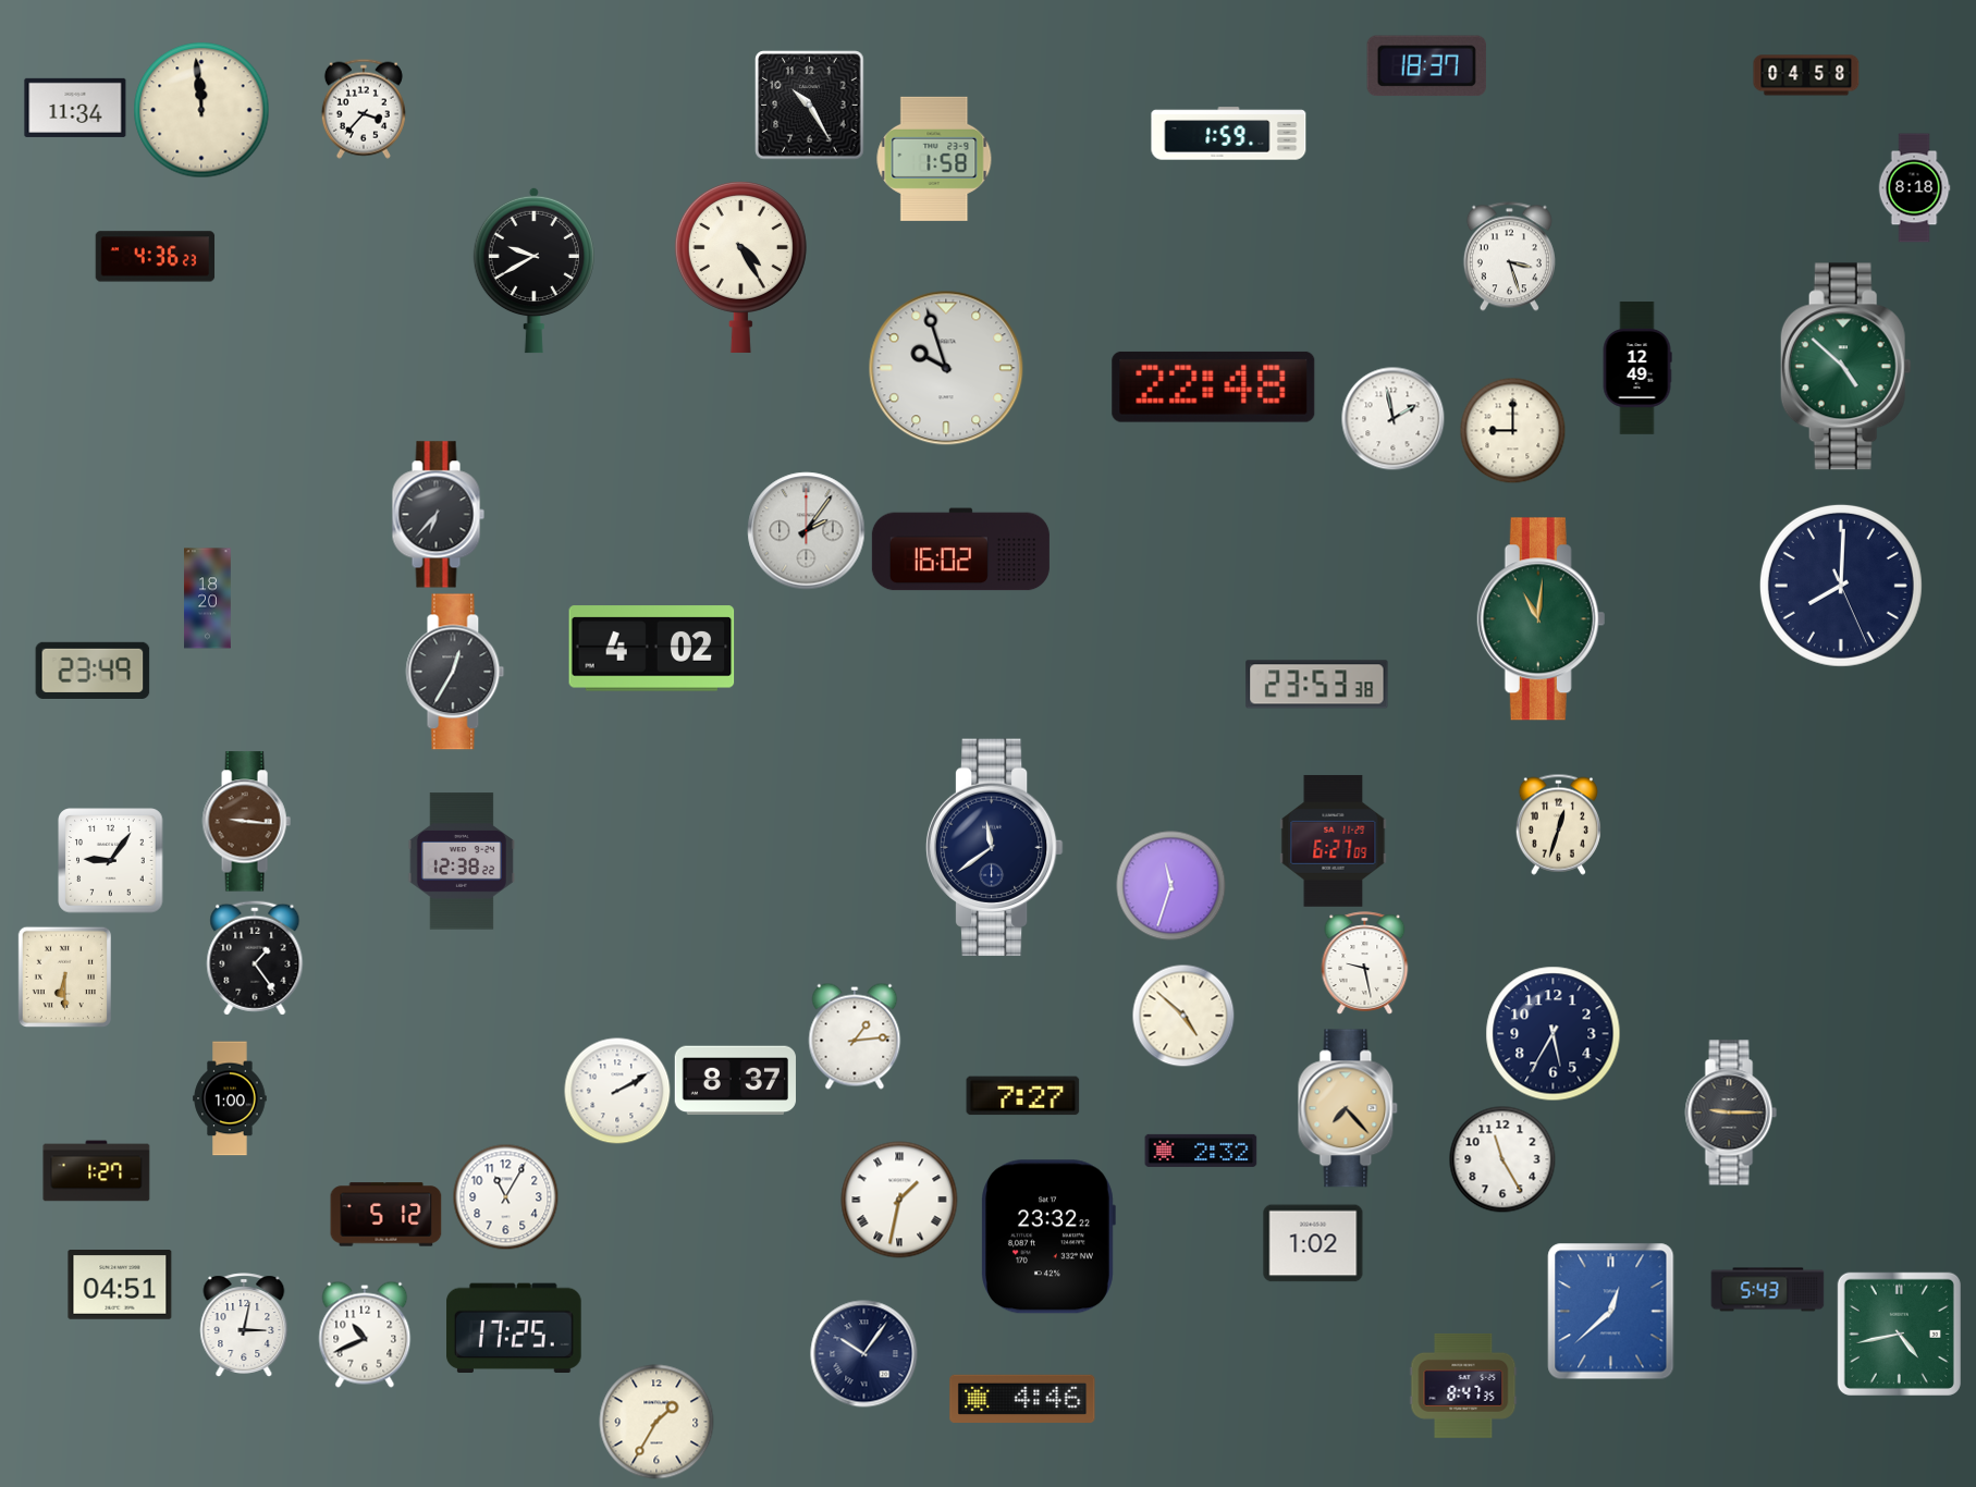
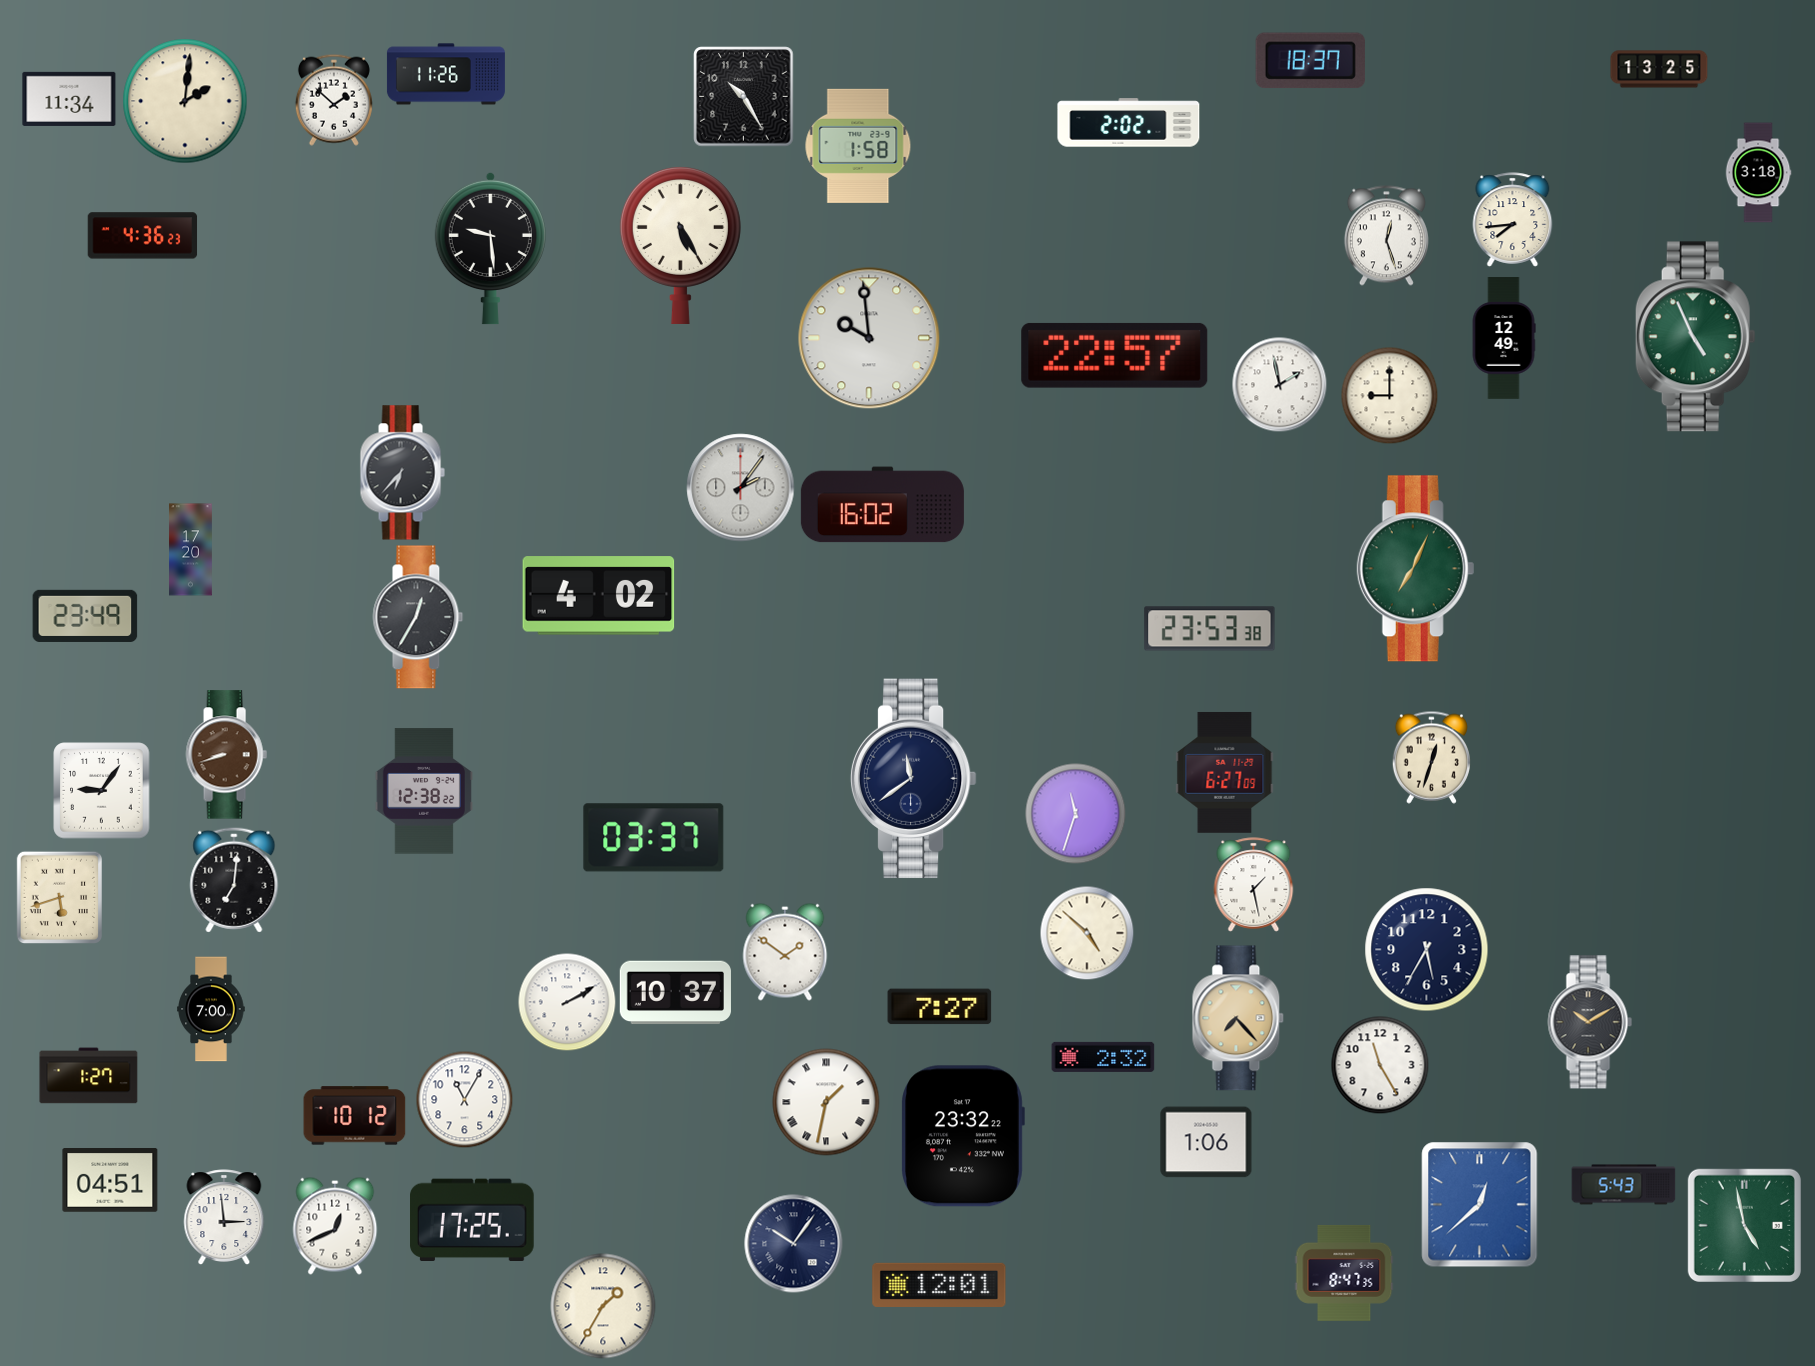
clock at (1806, 75): 04:58 -> 13:25
clock at (446, 74): none -> 11:26
clock at (364, 109): 3:37 -> 1:52
clock at (201, 110): 11:59 -> 2:01
clock at (1229, 134): 1:59 -> 2:02
clock at (1914, 188): 8:18 -> 3:18
clock at (1513, 220): none -> 7:44
clock at (1509, 257): 3:27 -> 12:27
clock at (740, 267): 4:25 -> 5:25
clock at (533, 270): 9:40 -> 9:29
clock at (1845, 367): 4:52 -> 4:56
clock at (946, 368): 9:57 -> 9:59
clock at (1214, 386): 22:48 -> 22:57
clock at (1841, 586): 8:00 -> none
clock at (208, 599): 18:20 -> 17:20
clock at (1542, 619): 11:01 -> 7:04
clock at (246, 822): 9:16 -> 8:42
clock at (654, 838): none -> 03:37
clock at (255, 958): 1:24 -> 7:01
clock at (1365, 963): 9:28 -> 1:28
clock at (64, 976): 6:30 -> 5:42
clock at (855, 1036): 1:14 -> 1:51
clock at (735, 1081): 8:37 -> 10:37
clock at (230, 1098): 1:00 -> 7:00
clock at (1731, 1113): 9:15 -> 10:10
clock at (386, 1215): 5:12 -> 10:12
clock at (1313, 1243): 1:02 -> 1:06
clock at (244, 1325): 3:02 -> 2:59
clock at (1899, 1334): 4:43 -> 4:58
clock at (365, 1335): 10:41 -> 12:41
clock at (1022, 1399): 4:46 -> 12:01
